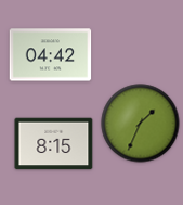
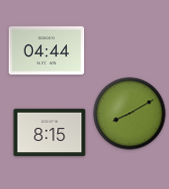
clock at (51, 55): 04:42 -> 04:44
clock at (141, 124): 1:34 -> 8:10
